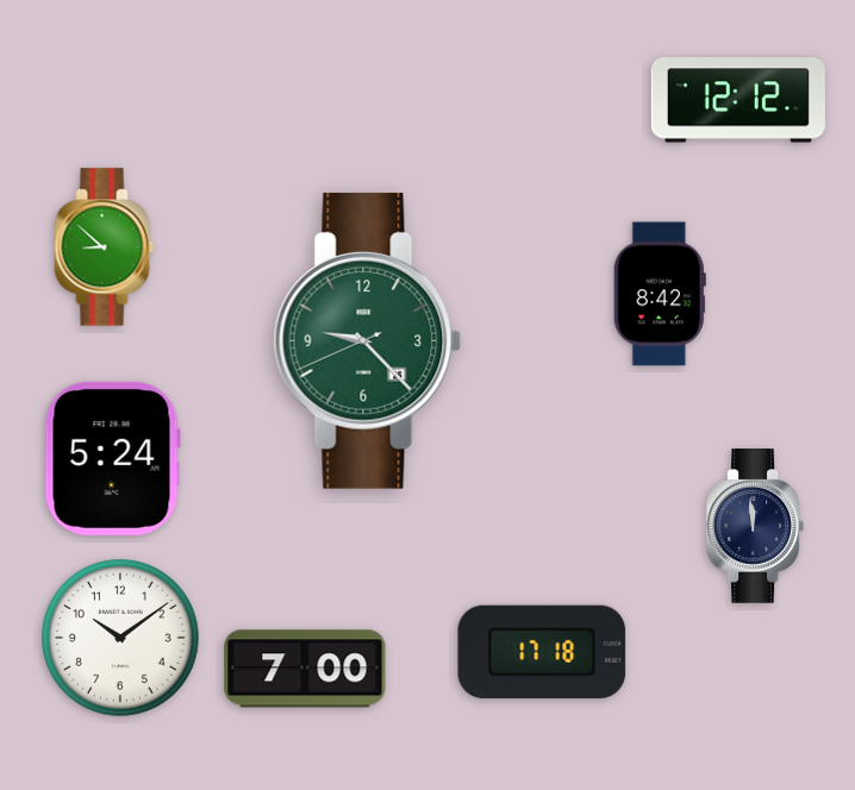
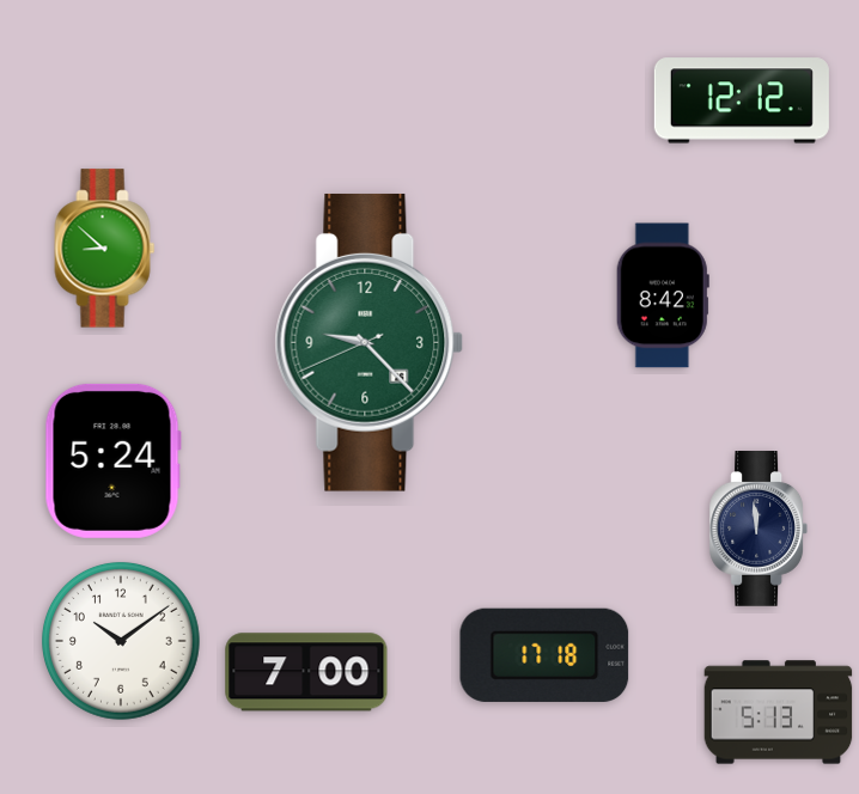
clock at (779, 713): none -> 5:13
